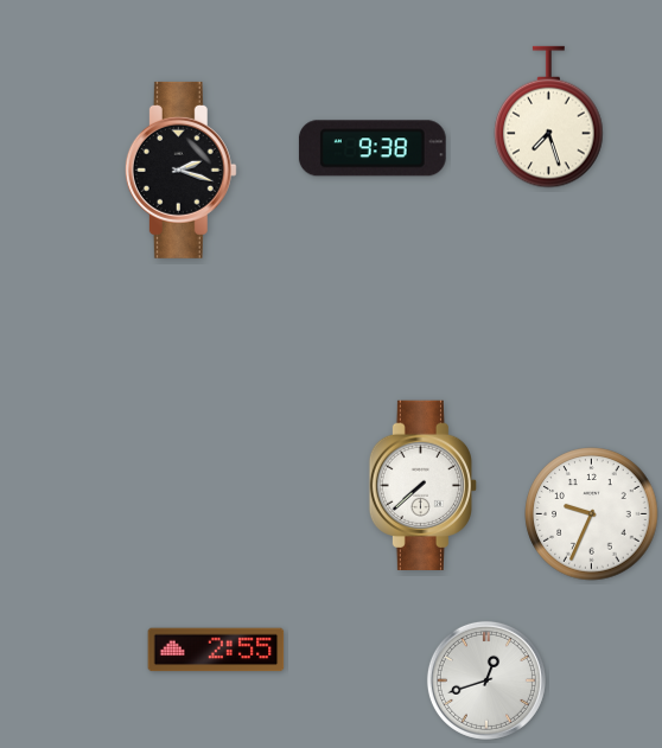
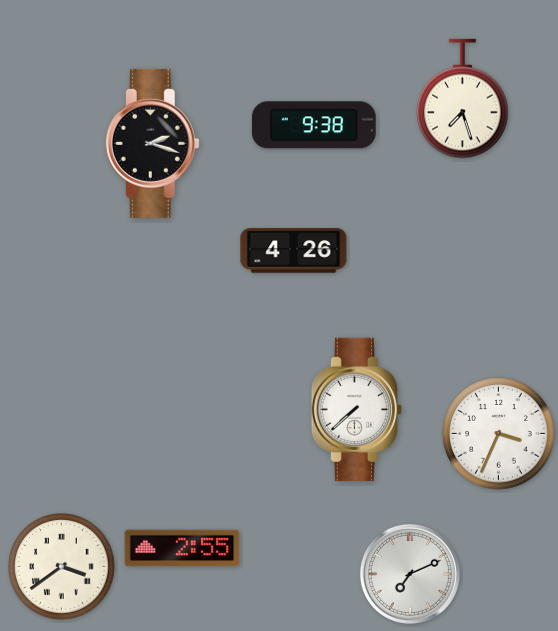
clock at (294, 251): none -> 4:26
clock at (592, 514): 9:34 -> 3:34
clock at (62, 567): none -> 3:39
clock at (486, 680): 12:42 -> 7:11
